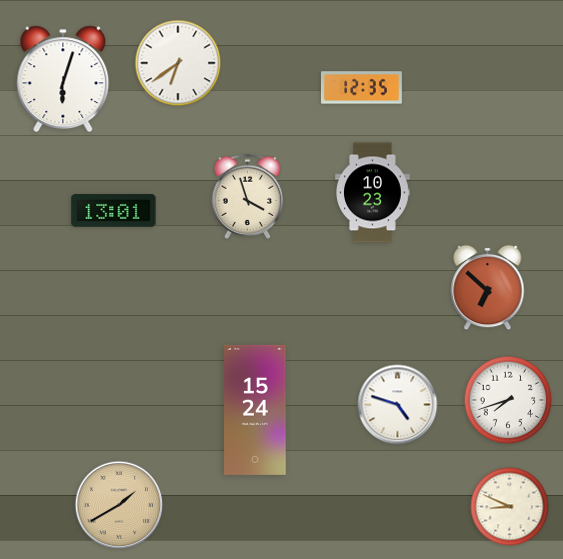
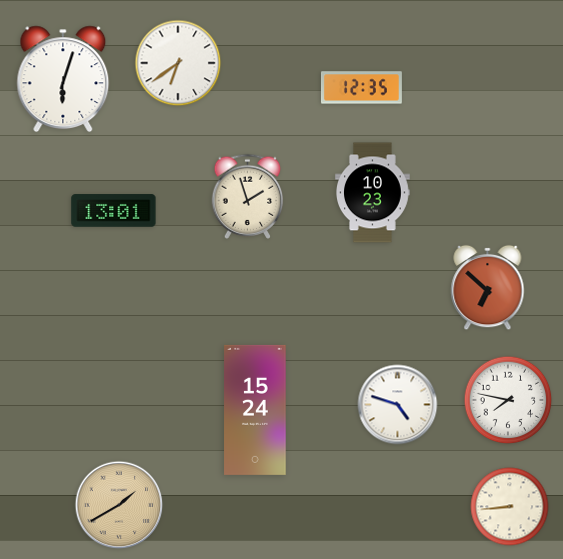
clock at (248, 196): 3:57 -> 1:57
clock at (508, 400): 7:42 -> 7:47
clock at (510, 507): 8:49 -> 8:44
